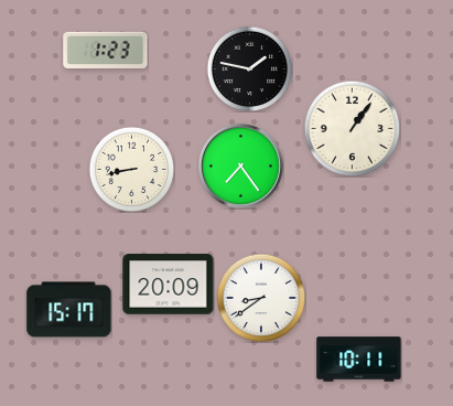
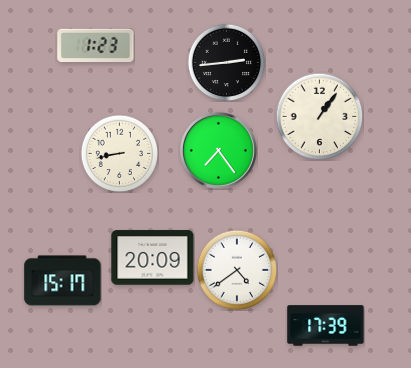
clock at (249, 68): 1:47 -> 2:44
clock at (261, 298): 8:39 -> 4:39
clock at (359, 360): 10:11 -> 17:39
